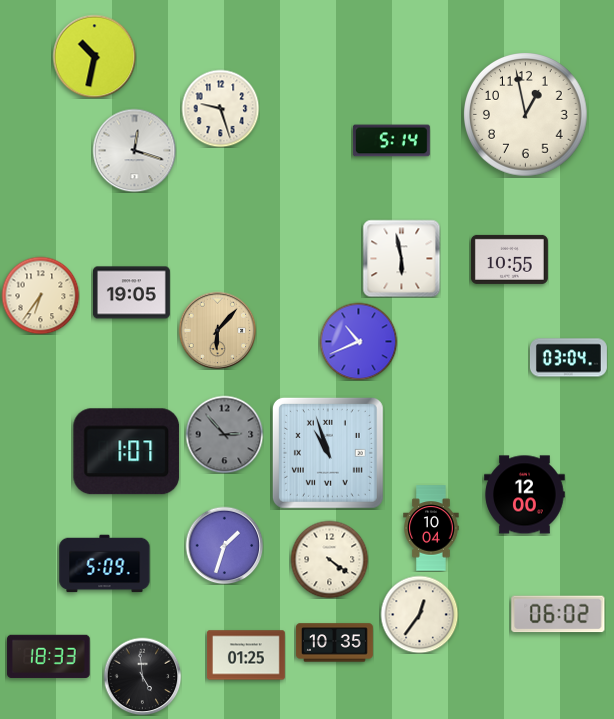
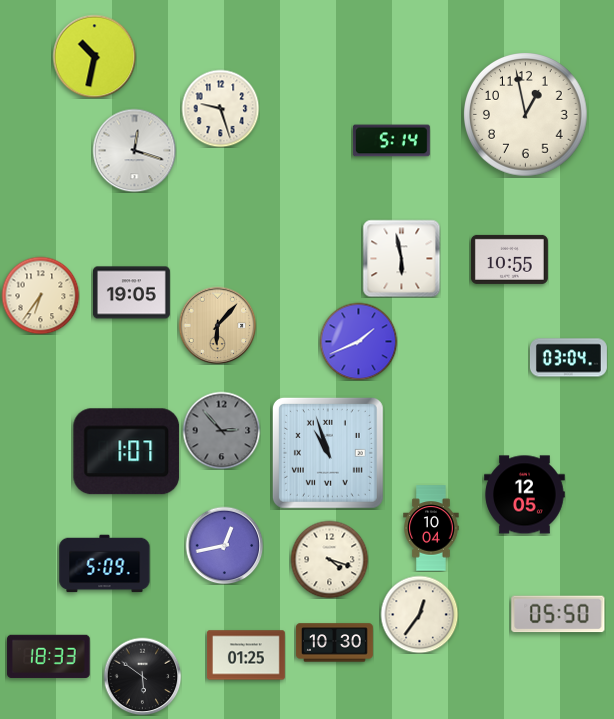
clock at (217, 330) position: (217, 330) -> (217, 325)
clock at (358, 341): 10:41 -> 1:41
clock at (224, 434) position: (224, 434) -> (221, 430)
clock at (525, 495): 12:00 -> 12:05
clock at (224, 545): 1:33 -> 12:43
clock at (329, 559): 4:21 -> 4:18
clock at (558, 614): 06:02 -> 05:50
clock at (334, 643): 10:35 -> 10:30
clock at (142, 676): 4:59 -> 5:51
